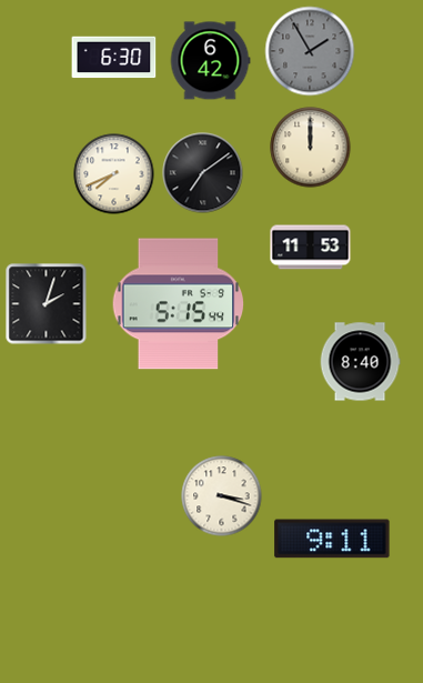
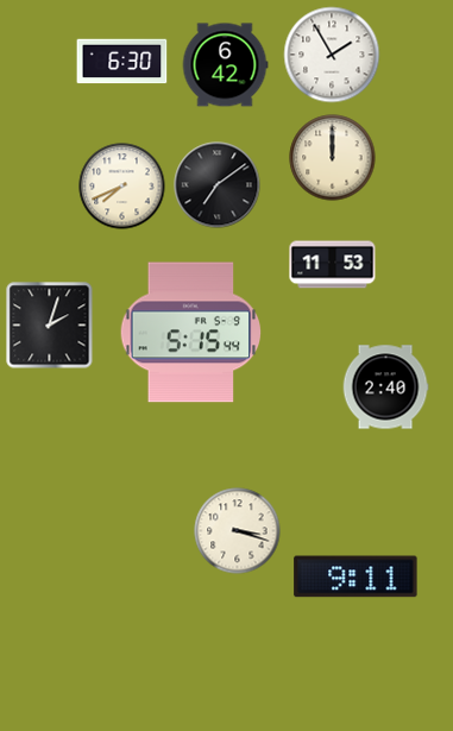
clock at (310, 51) dial: grey -> white
clock at (179, 304) position: (179, 304) -> (191, 333)
clock at (360, 362): 8:40 -> 2:40
